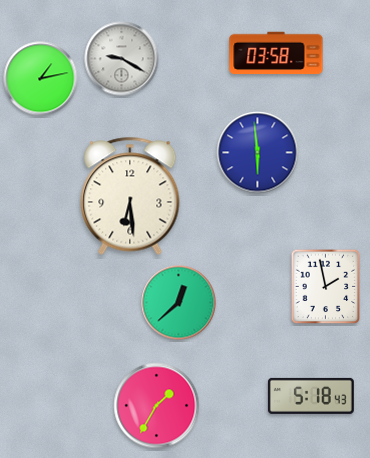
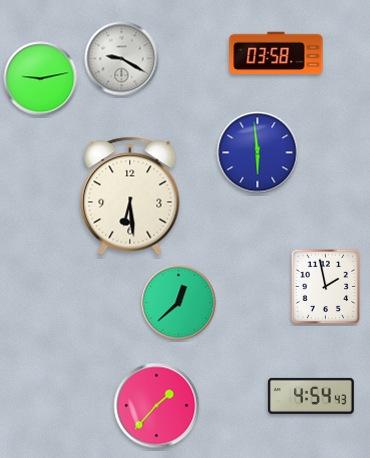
clock at (41, 79): 1:13 -> 9:13
clock at (311, 396): 5:18 -> 4:54
clock at (157, 406): 1:35 -> 1:37
